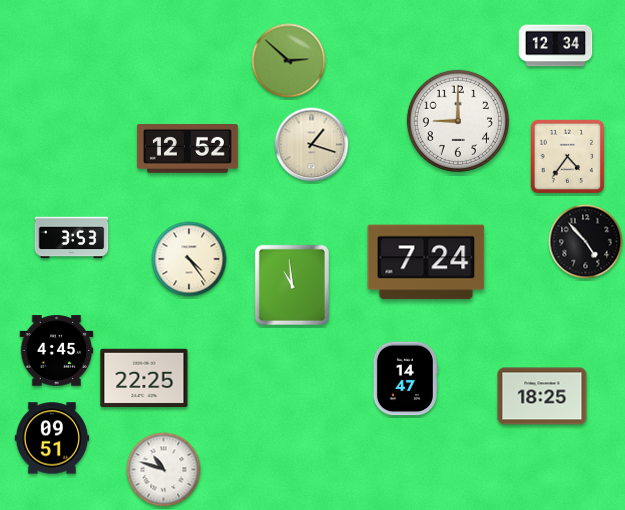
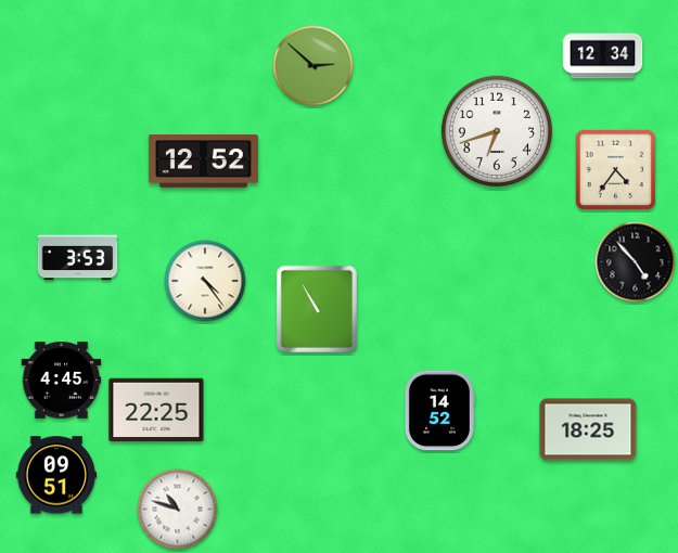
clock at (556, 46) position: (556, 46) -> (603, 56)
clock at (458, 121): 9:00 -> 6:42
clock at (312, 145): 1:18 -> none
clock at (426, 262): 7:24 -> none
clock at (292, 285): 10:59 -> 10:55
clock at (405, 379): 14:47 -> 14:52
